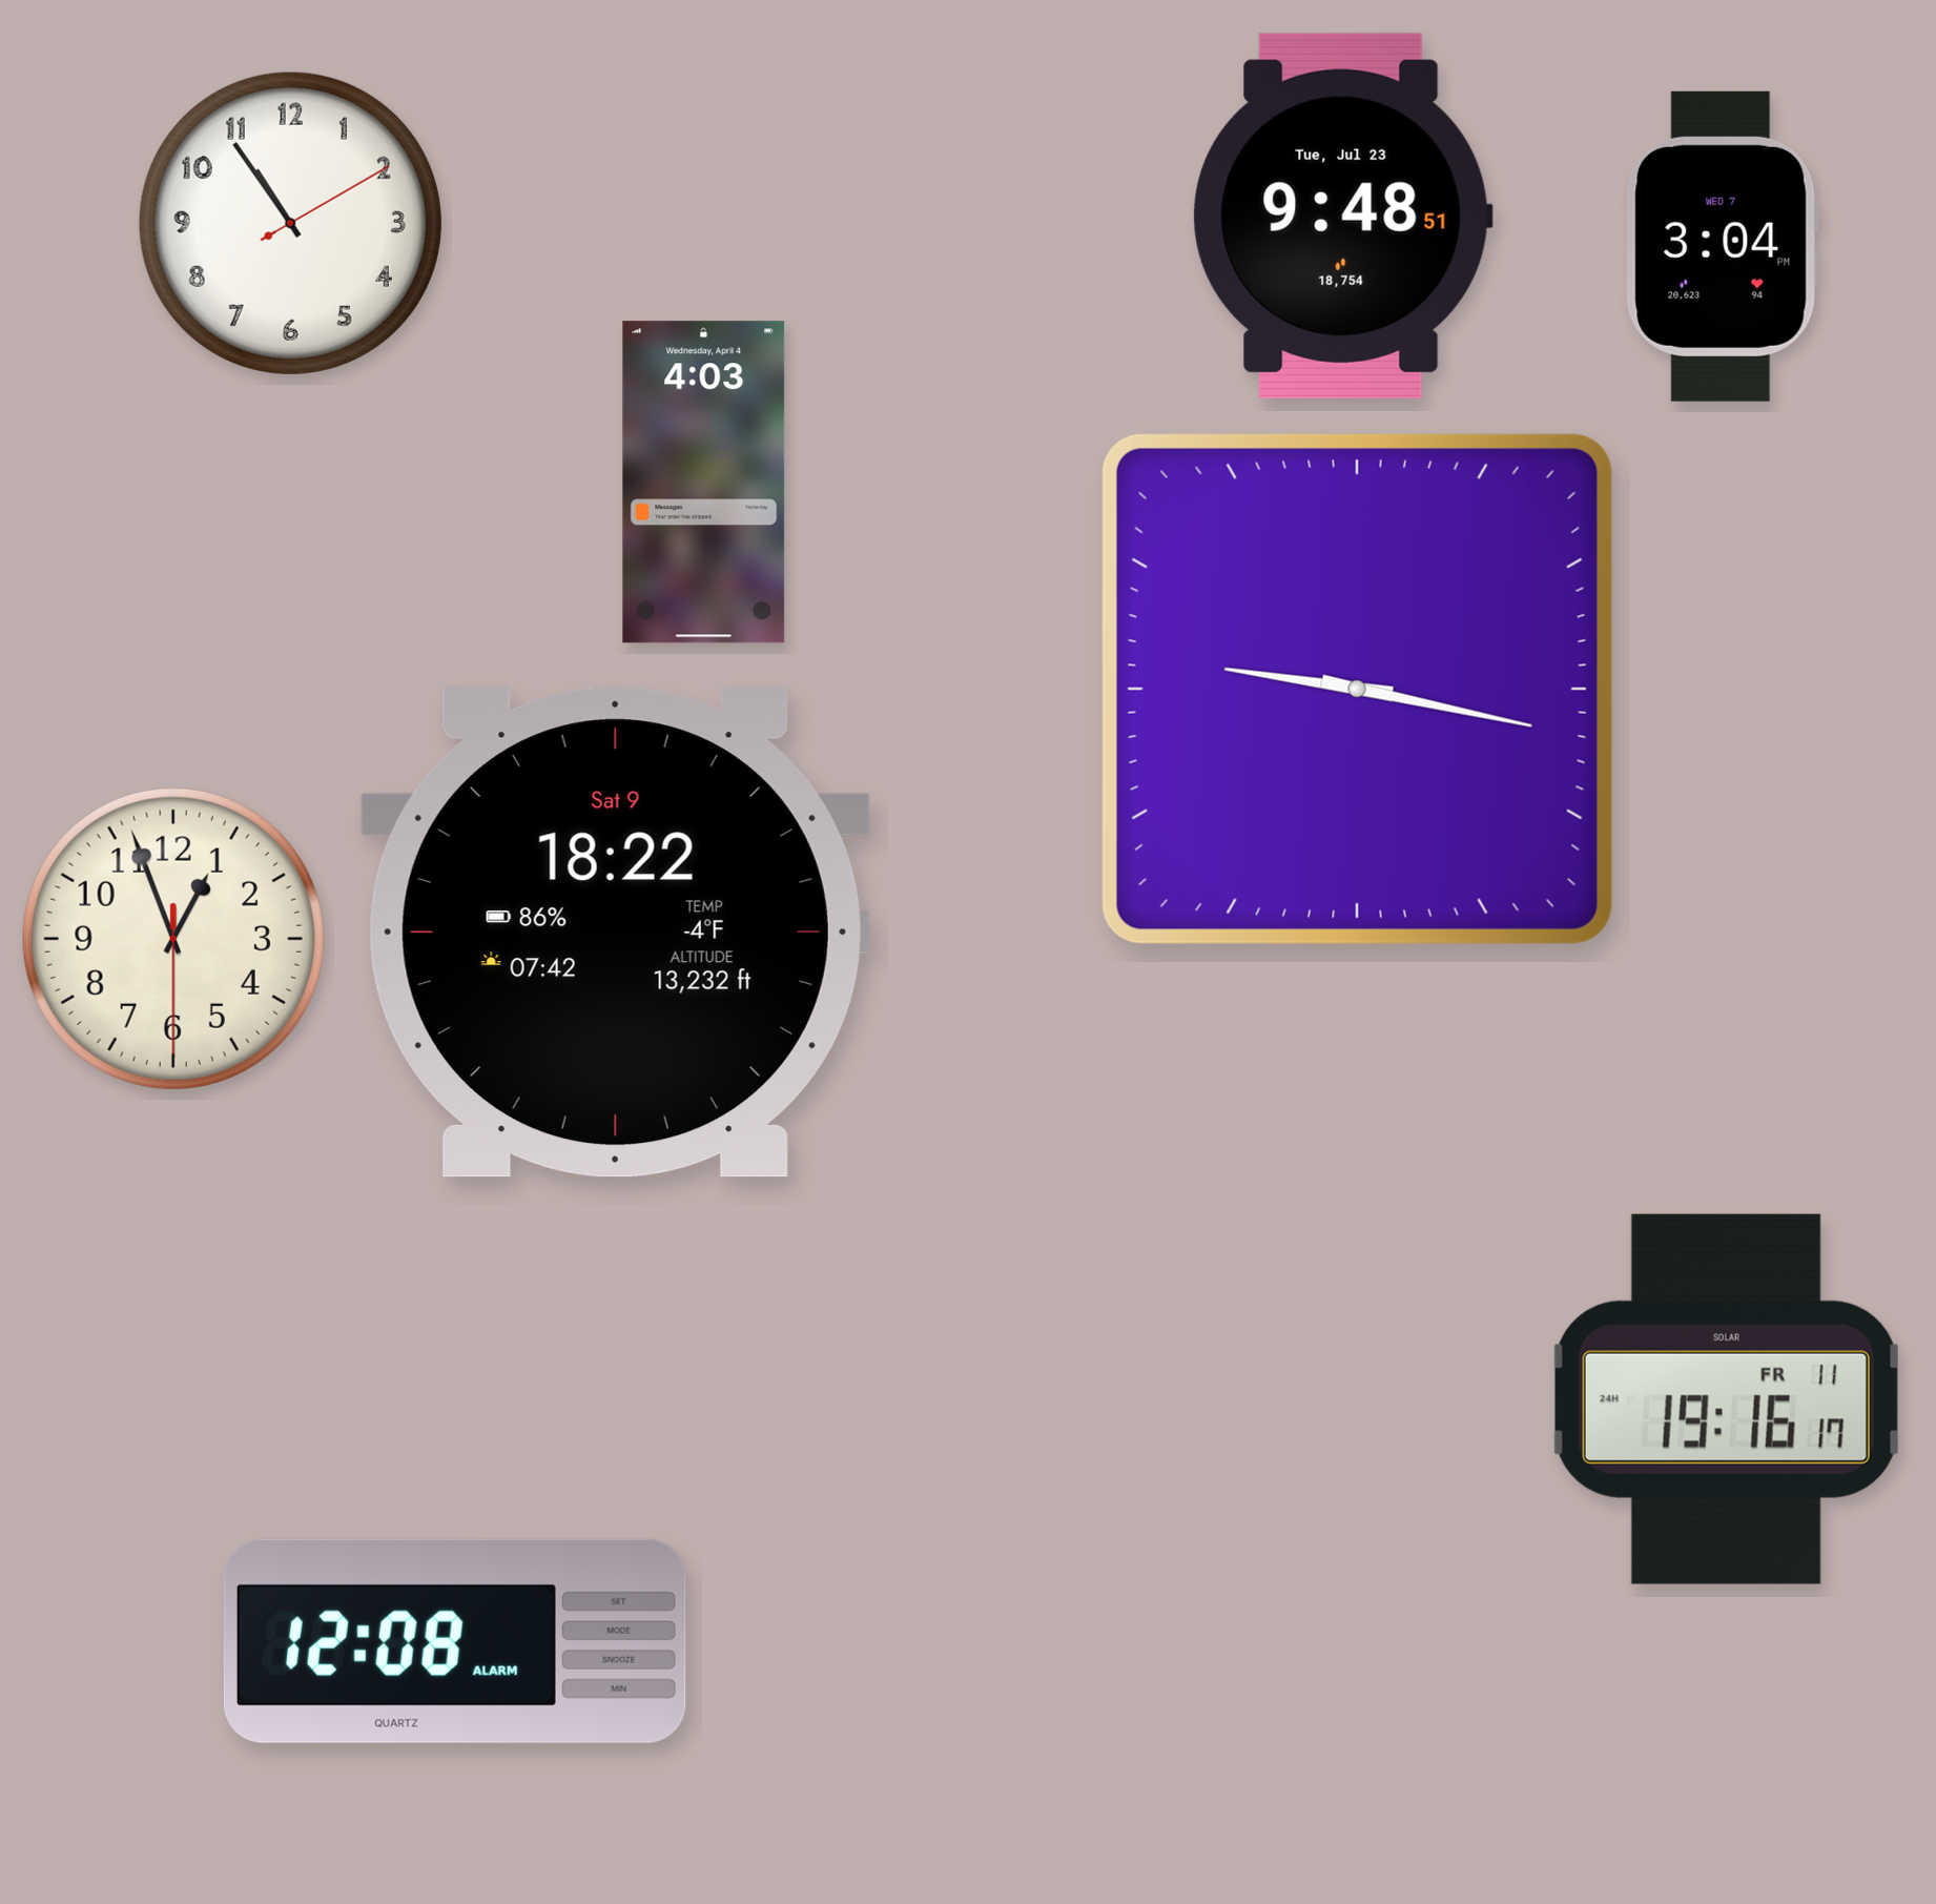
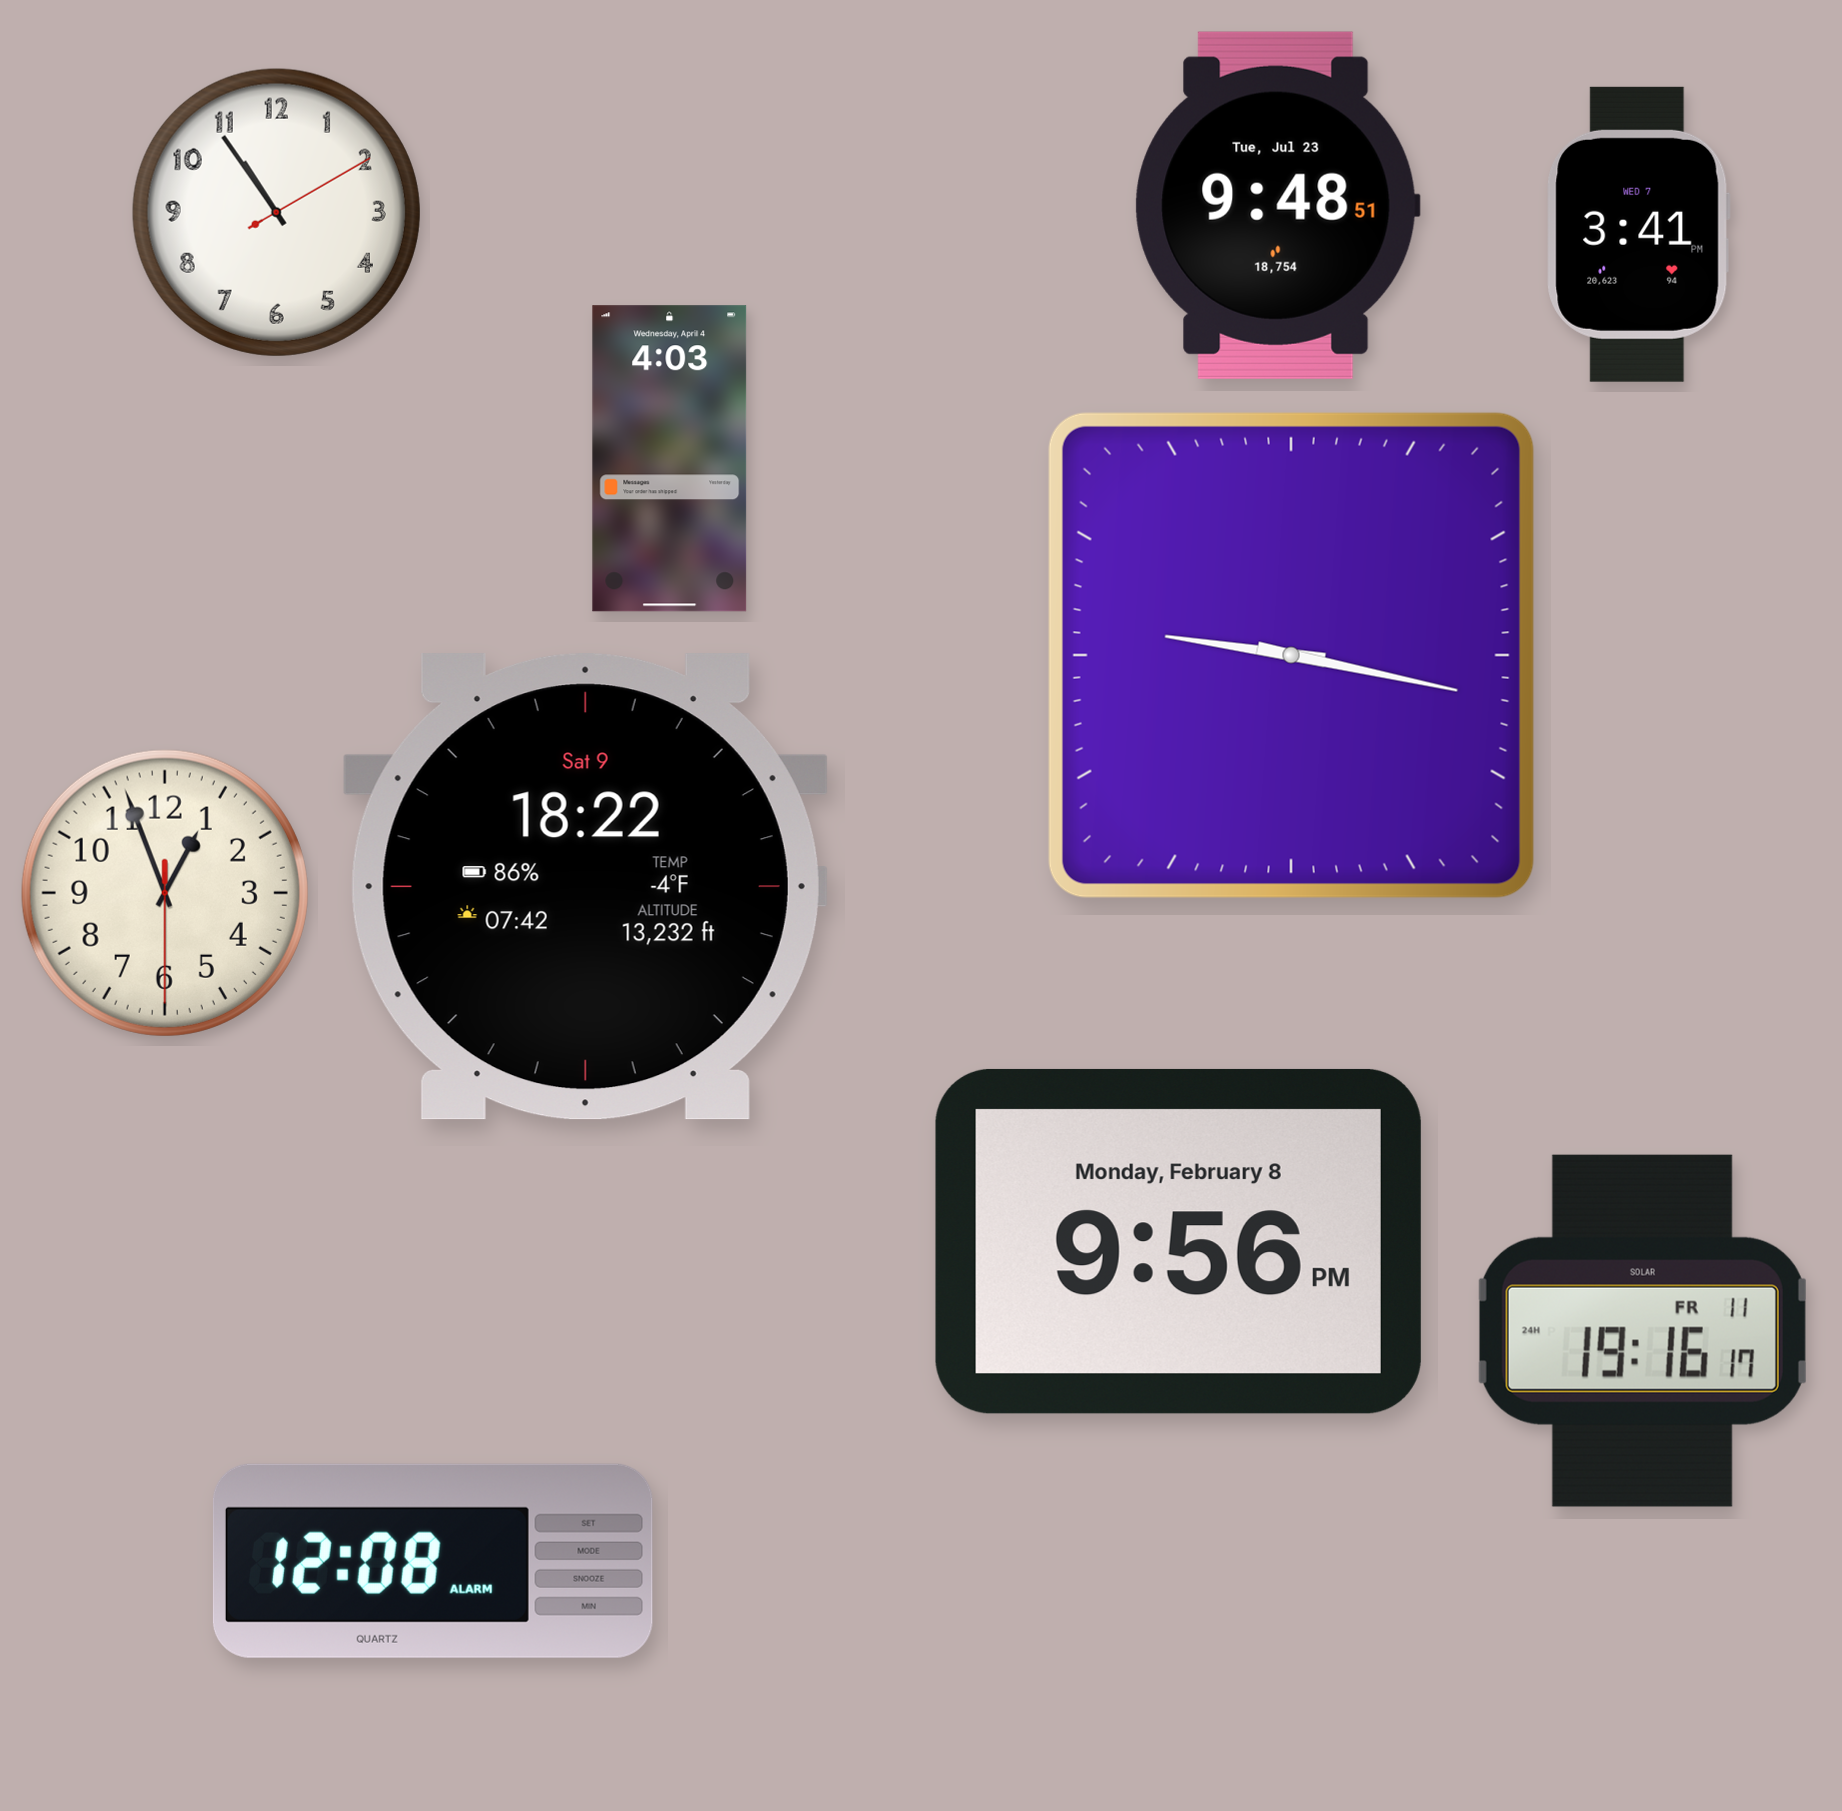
clock at (1722, 246): 3:04 -> 3:41
clock at (1178, 1241): none -> 9:56
